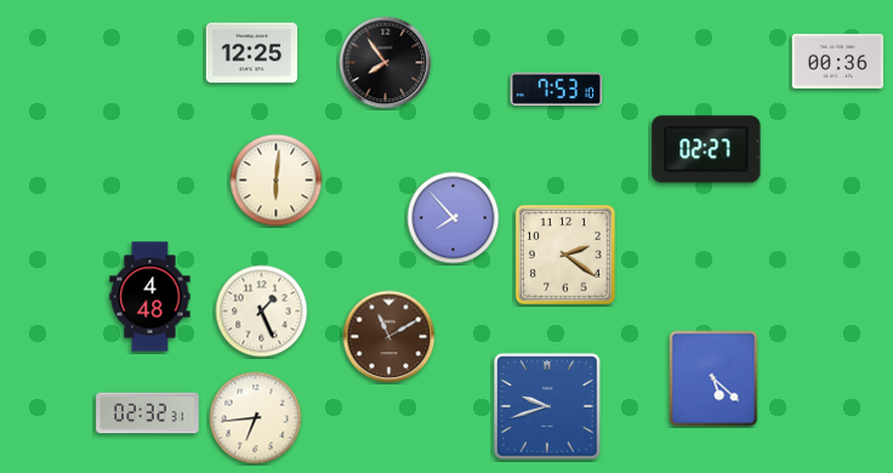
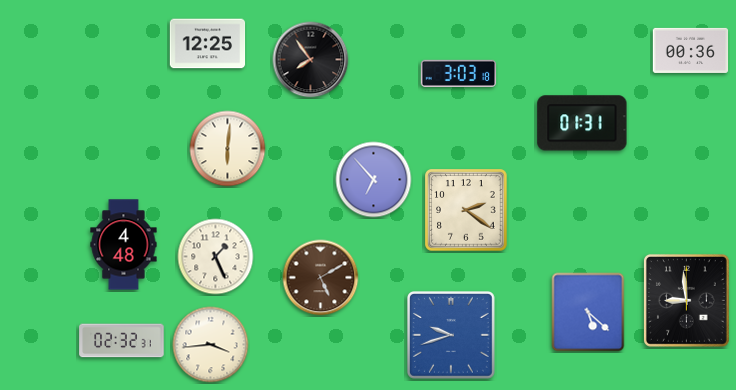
clock at (386, 63) position: (386, 63) -> (311, 60)
clock at (557, 89): 7:53 -> 3:03
clock at (706, 149): 02:27 -> 01:31
clock at (454, 218): 7:53 -> 6:53
clock at (389, 337): 11:10 -> 5:10
clock at (686, 300): none -> 8:59
clock at (256, 418): 6:44 -> 3:44
